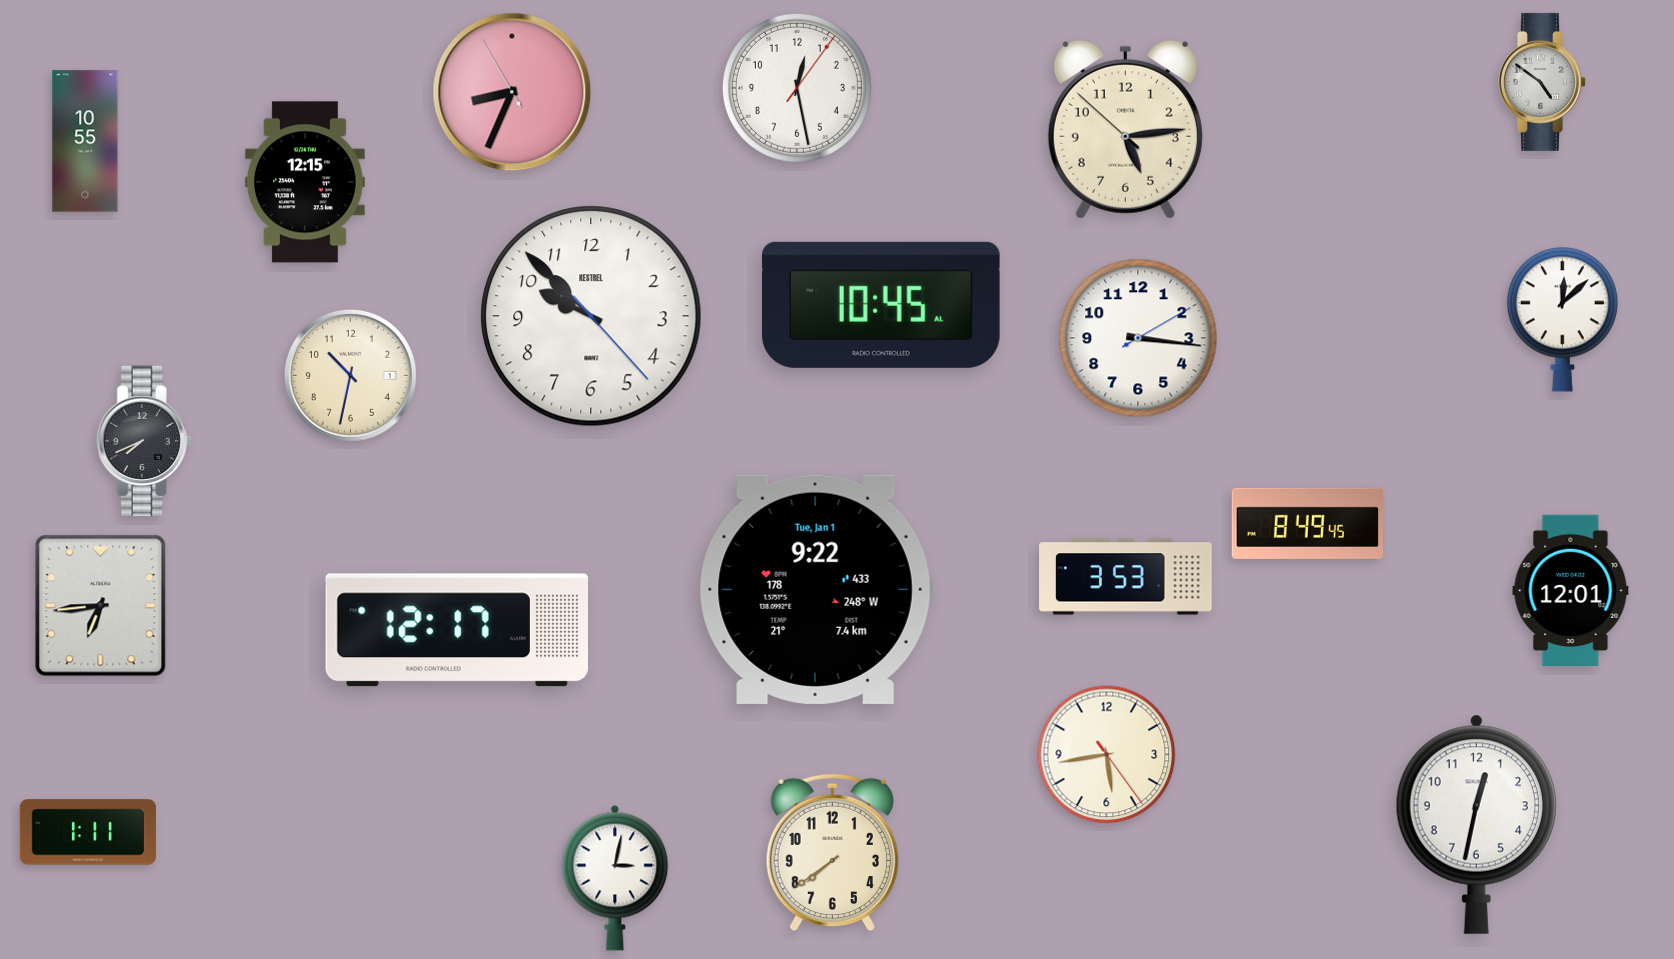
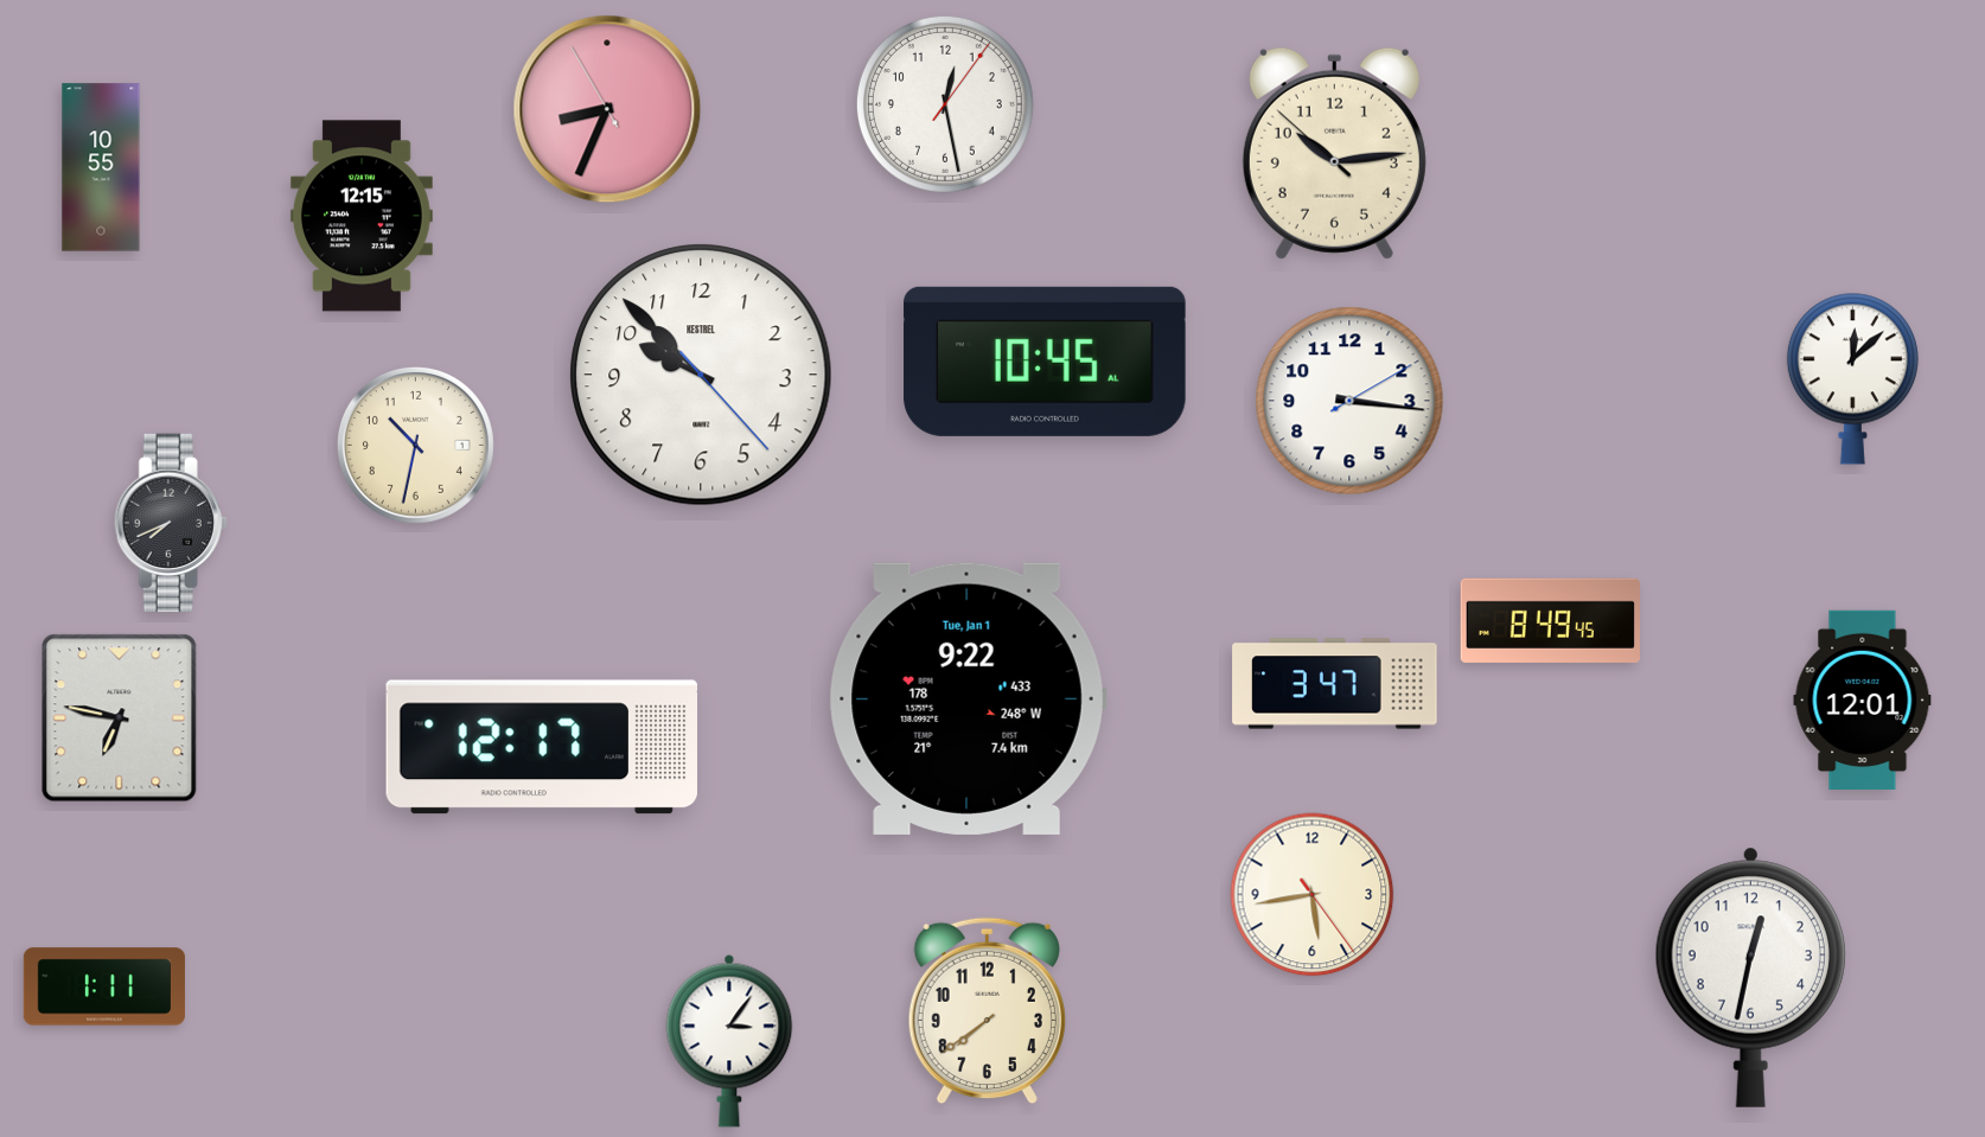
clock at (1543, 82): 4:51 -> none
clock at (1125, 129): 5:13 -> 10:13
clock at (1126, 577): 3:53 -> 3:47
clock at (101, 606): 6:44 -> 6:47
clock at (615, 878): 3:02 -> 3:06
